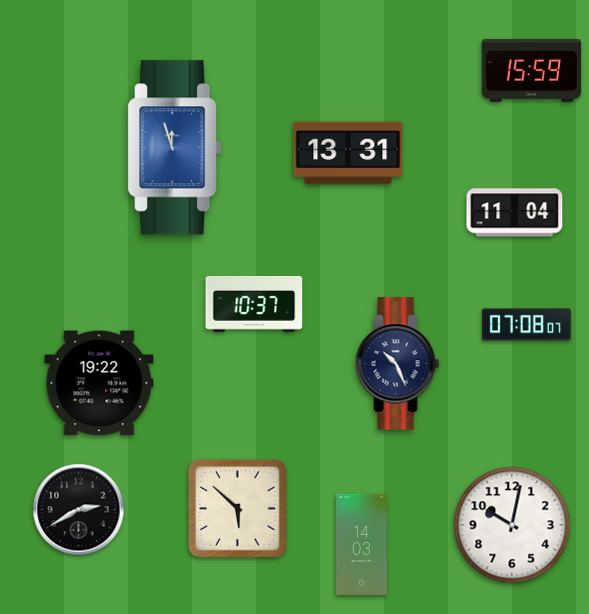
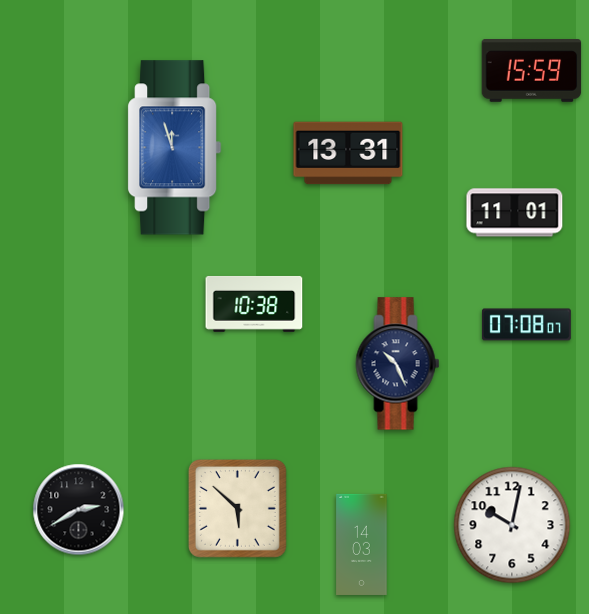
clock at (515, 213): 11:04 -> 11:01
clock at (254, 304): 10:37 -> 10:38
clock at (99, 383): 19:22 -> none
